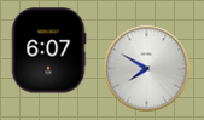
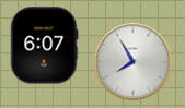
clock at (147, 69): 7:50 -> 7:55
